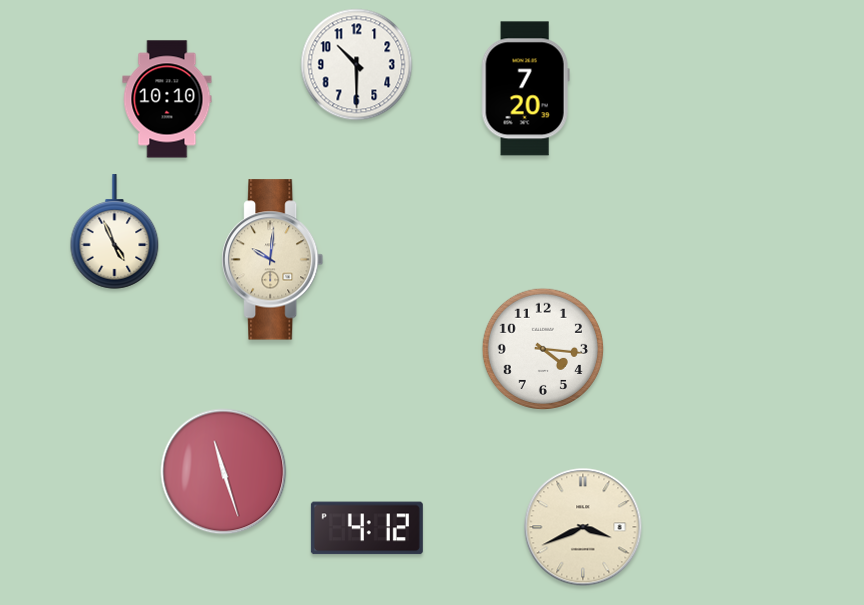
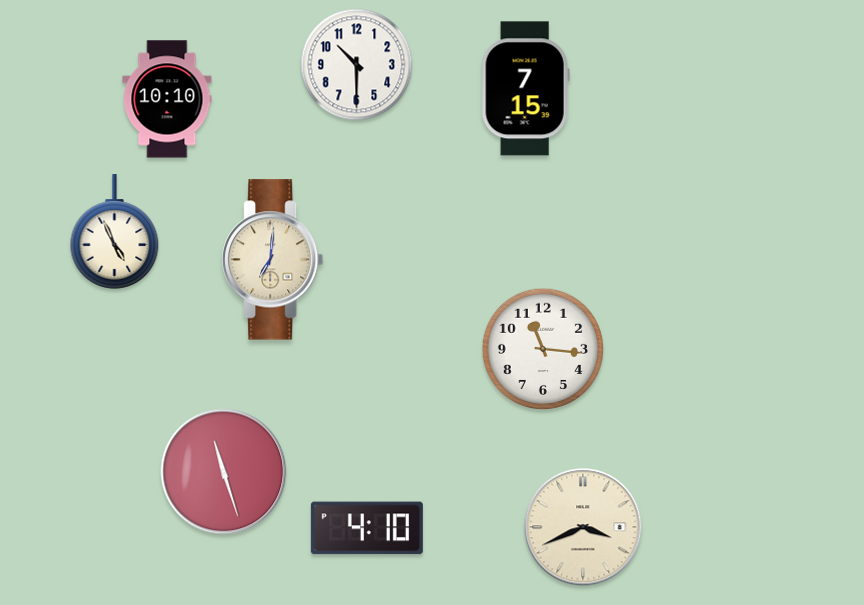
clock at (525, 89): 7:20 -> 7:15
clock at (273, 260): 10:01 -> 7:01
clock at (542, 348): 4:16 -> 11:16
clock at (367, 528): 4:12 -> 4:10
